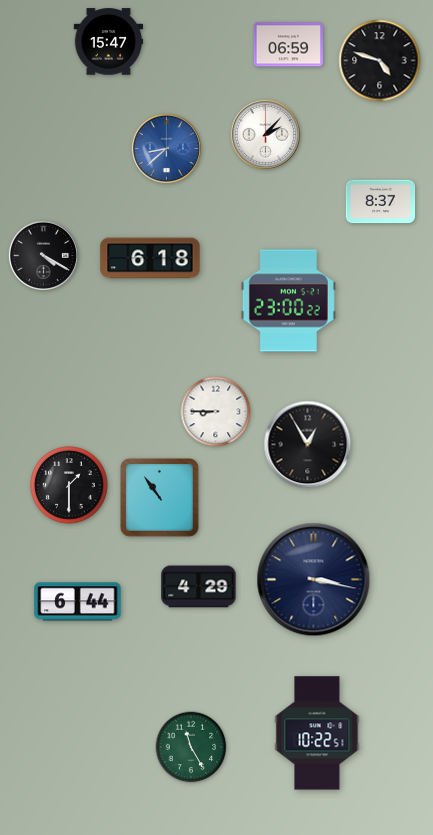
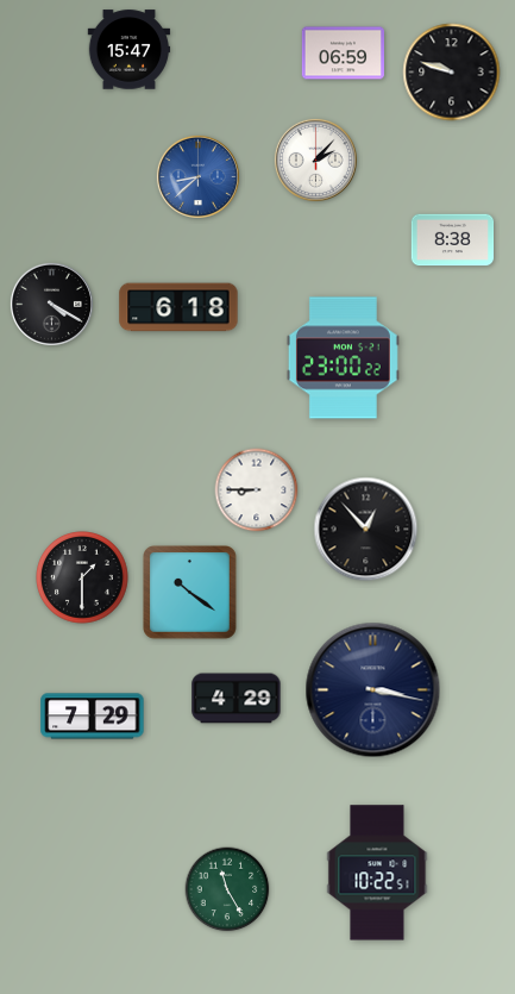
clock at (380, 61): 4:48 -> 9:48
clock at (381, 202): 8:37 -> 8:38
clock at (308, 445): 12:55 -> 12:53
clock at (160, 498): 10:54 -> 10:21
clock at (78, 602): 6:44 -> 7:29
